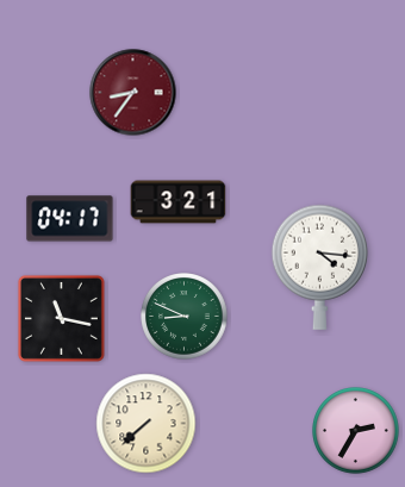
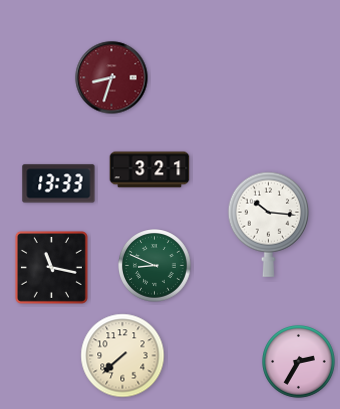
clock at (133, 93): 8:36 -> 8:33
clock at (70, 219): 04:17 -> 13:33
clock at (320, 267): 4:16 -> 10:16
